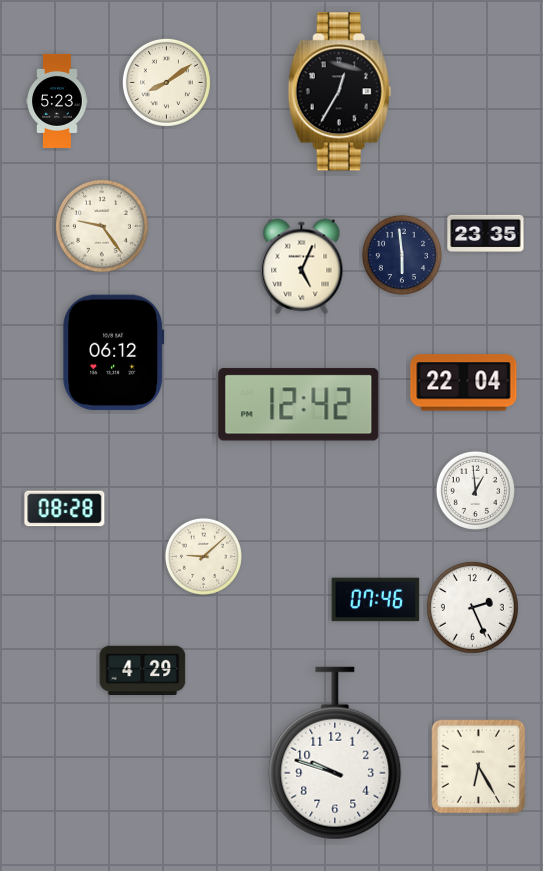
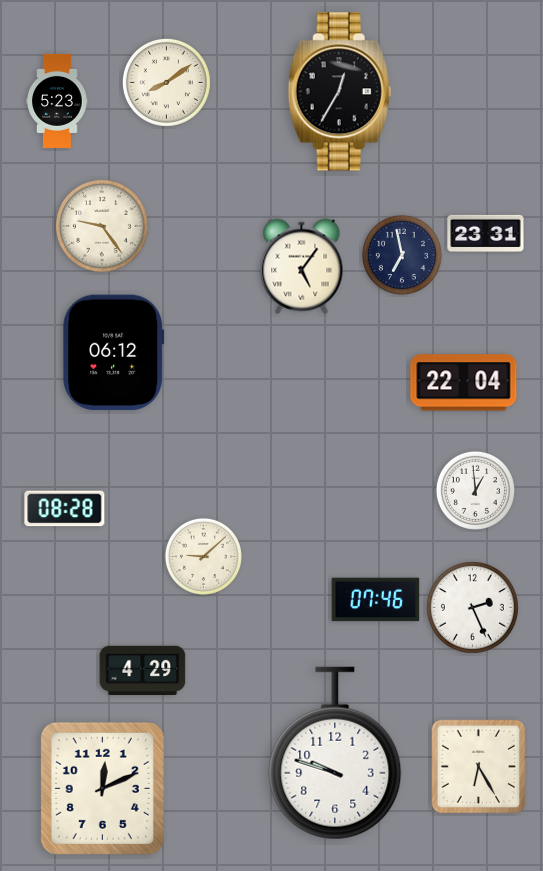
clock at (486, 234): 23:35 -> 23:31
clock at (402, 255): 5:59 -> 6:58
clock at (302, 267): 5:04 -> 5:06
clock at (299, 405): 12:42 -> none
clock at (102, 788): none -> 12:11
